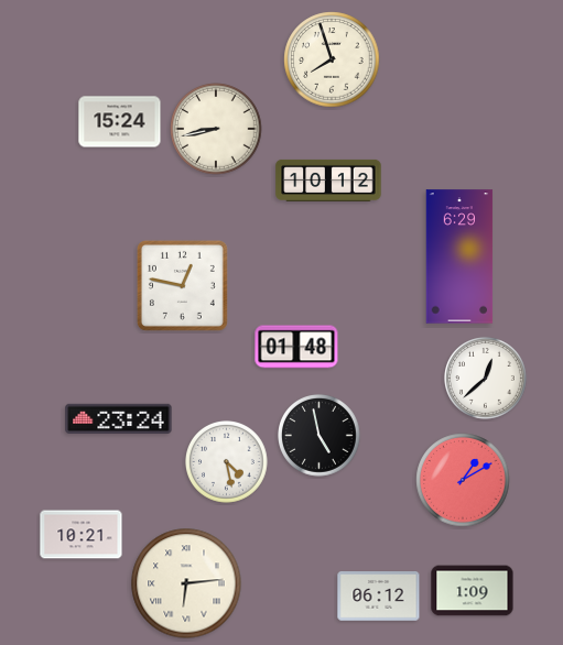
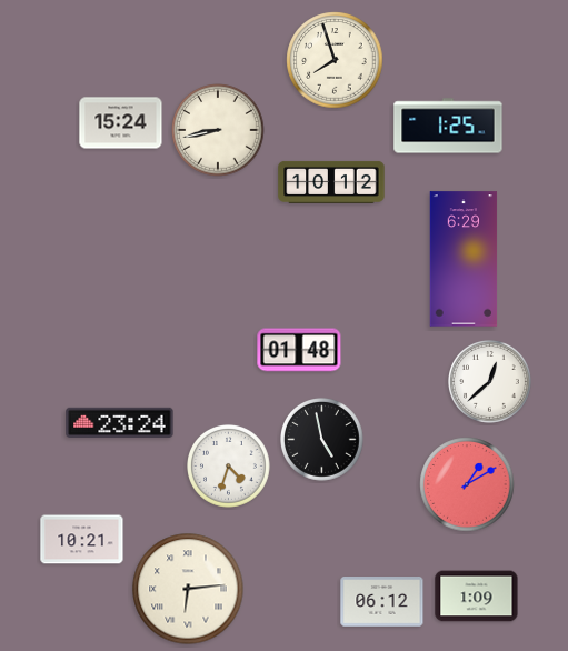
clock at (448, 126): none -> 1:25
clock at (182, 285): 12:47 -> none
clock at (227, 462): 4:28 -> 4:33
